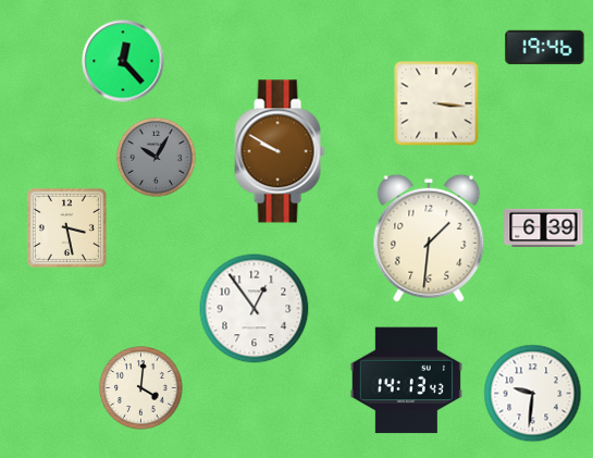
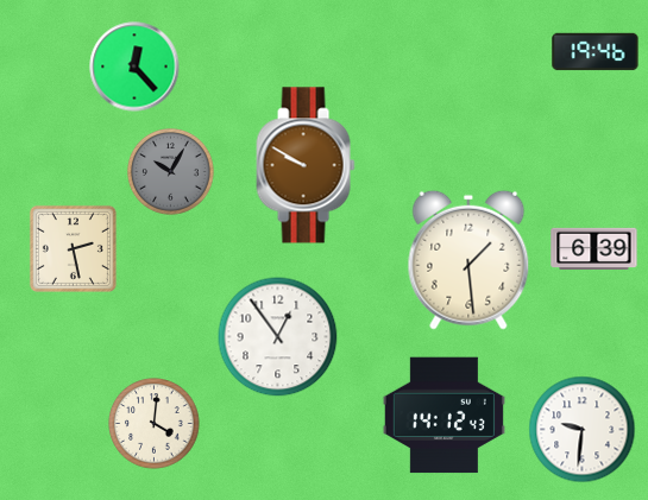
clock at (436, 103): 3:16 -> none
clock at (66, 227): 3:28 -> 2:28
clock at (429, 238): 1:31 -> 1:29
clock at (406, 381): 14:13 -> 14:12
